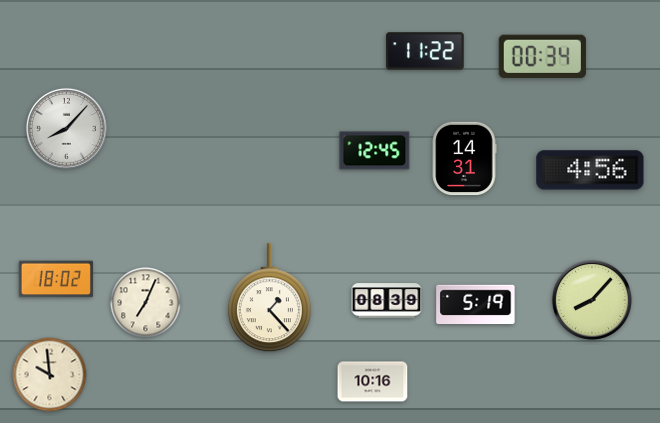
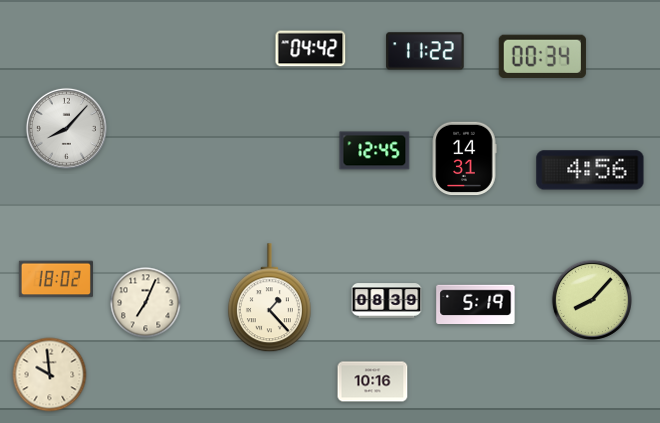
clock at (311, 49): none -> 04:42
